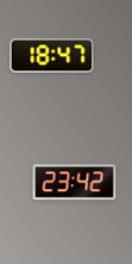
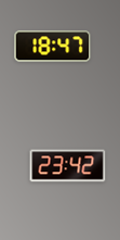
clock at (52, 56) position: (52, 56) -> (53, 47)
